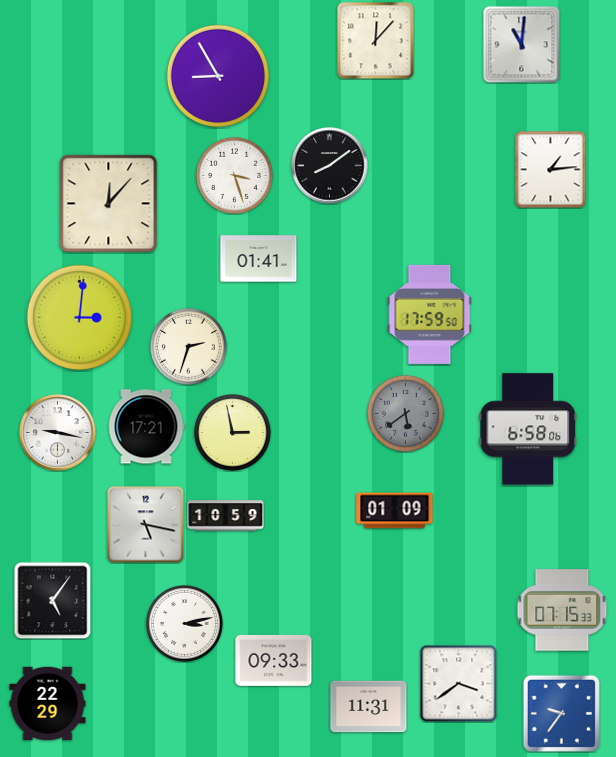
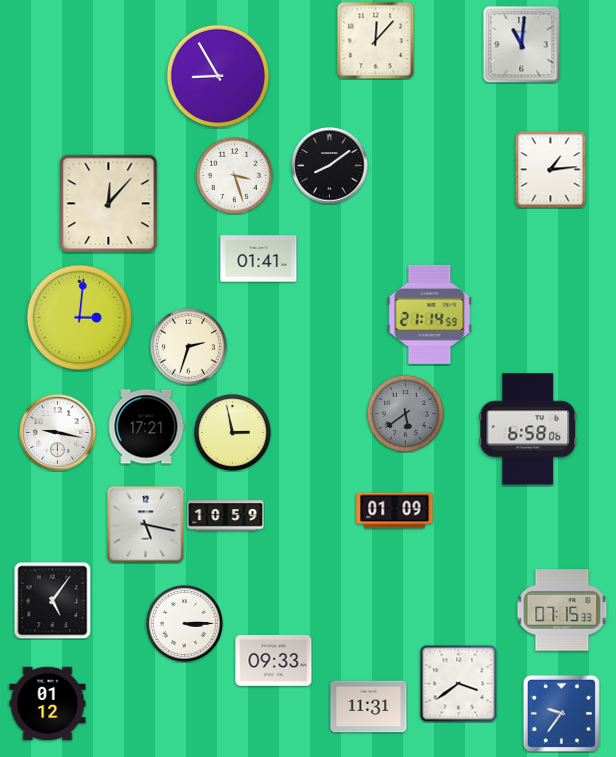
clock at (430, 314): 17:59 -> 21:14
clock at (184, 623): 3:13 -> 3:15
clock at (48, 704): 22:29 -> 01:12
